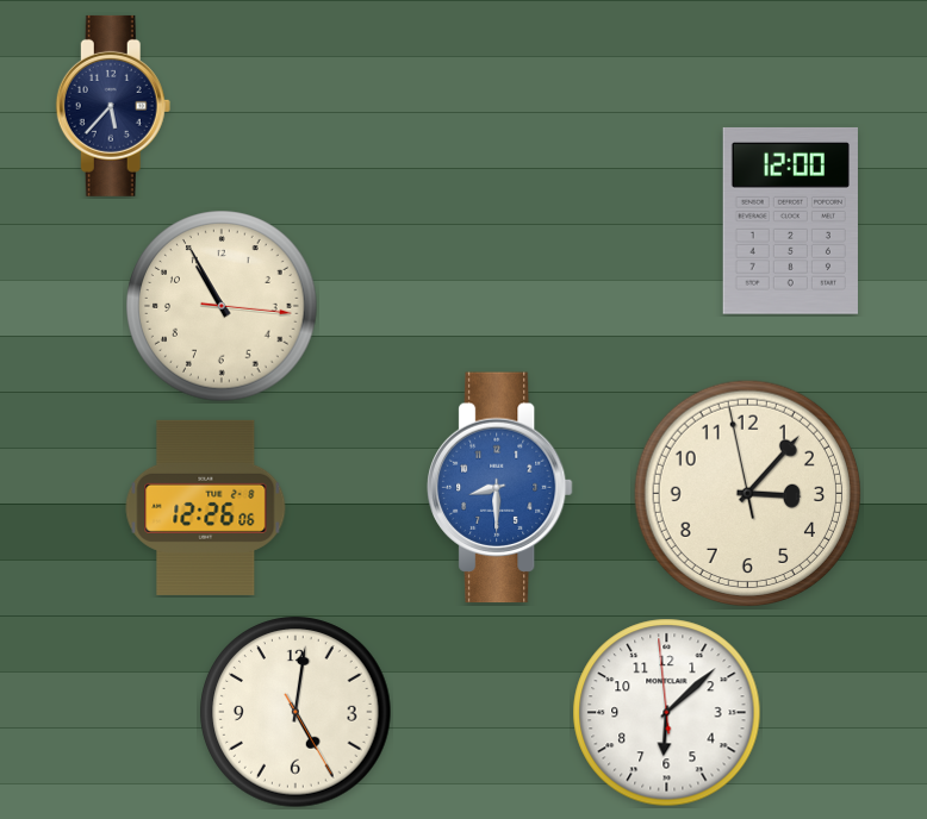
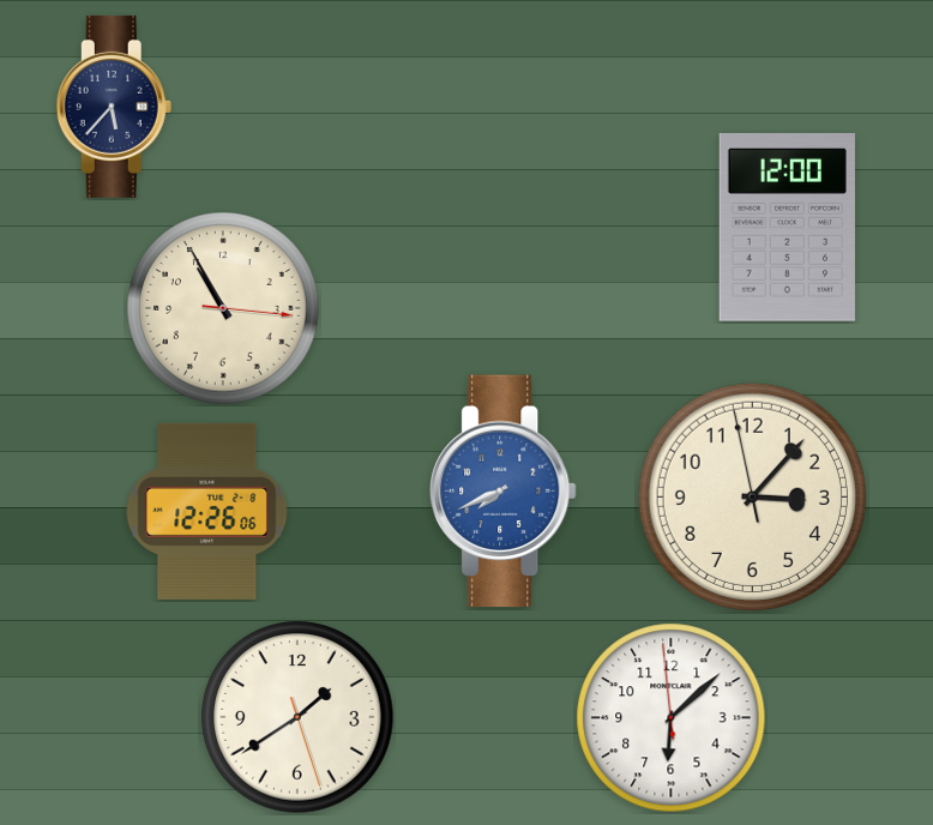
clock at (790, 220) position: (790, 220) -> (787, 227)
clock at (500, 488): 8:30 -> 7:41
clock at (295, 712): 5:01 -> 1:39
